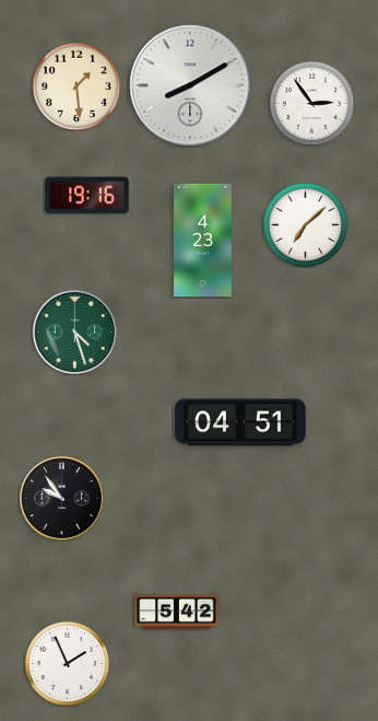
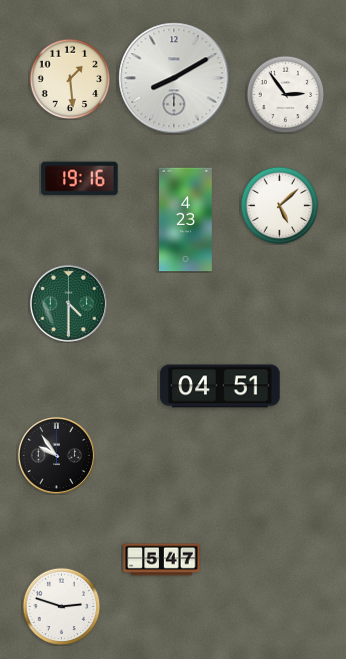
clock at (305, 224): 7:08 -> 5:08
clock at (74, 332): 4:27 -> 4:30
clock at (177, 613): 5:42 -> 5:47
clock at (67, 663): 1:56 -> 2:48
